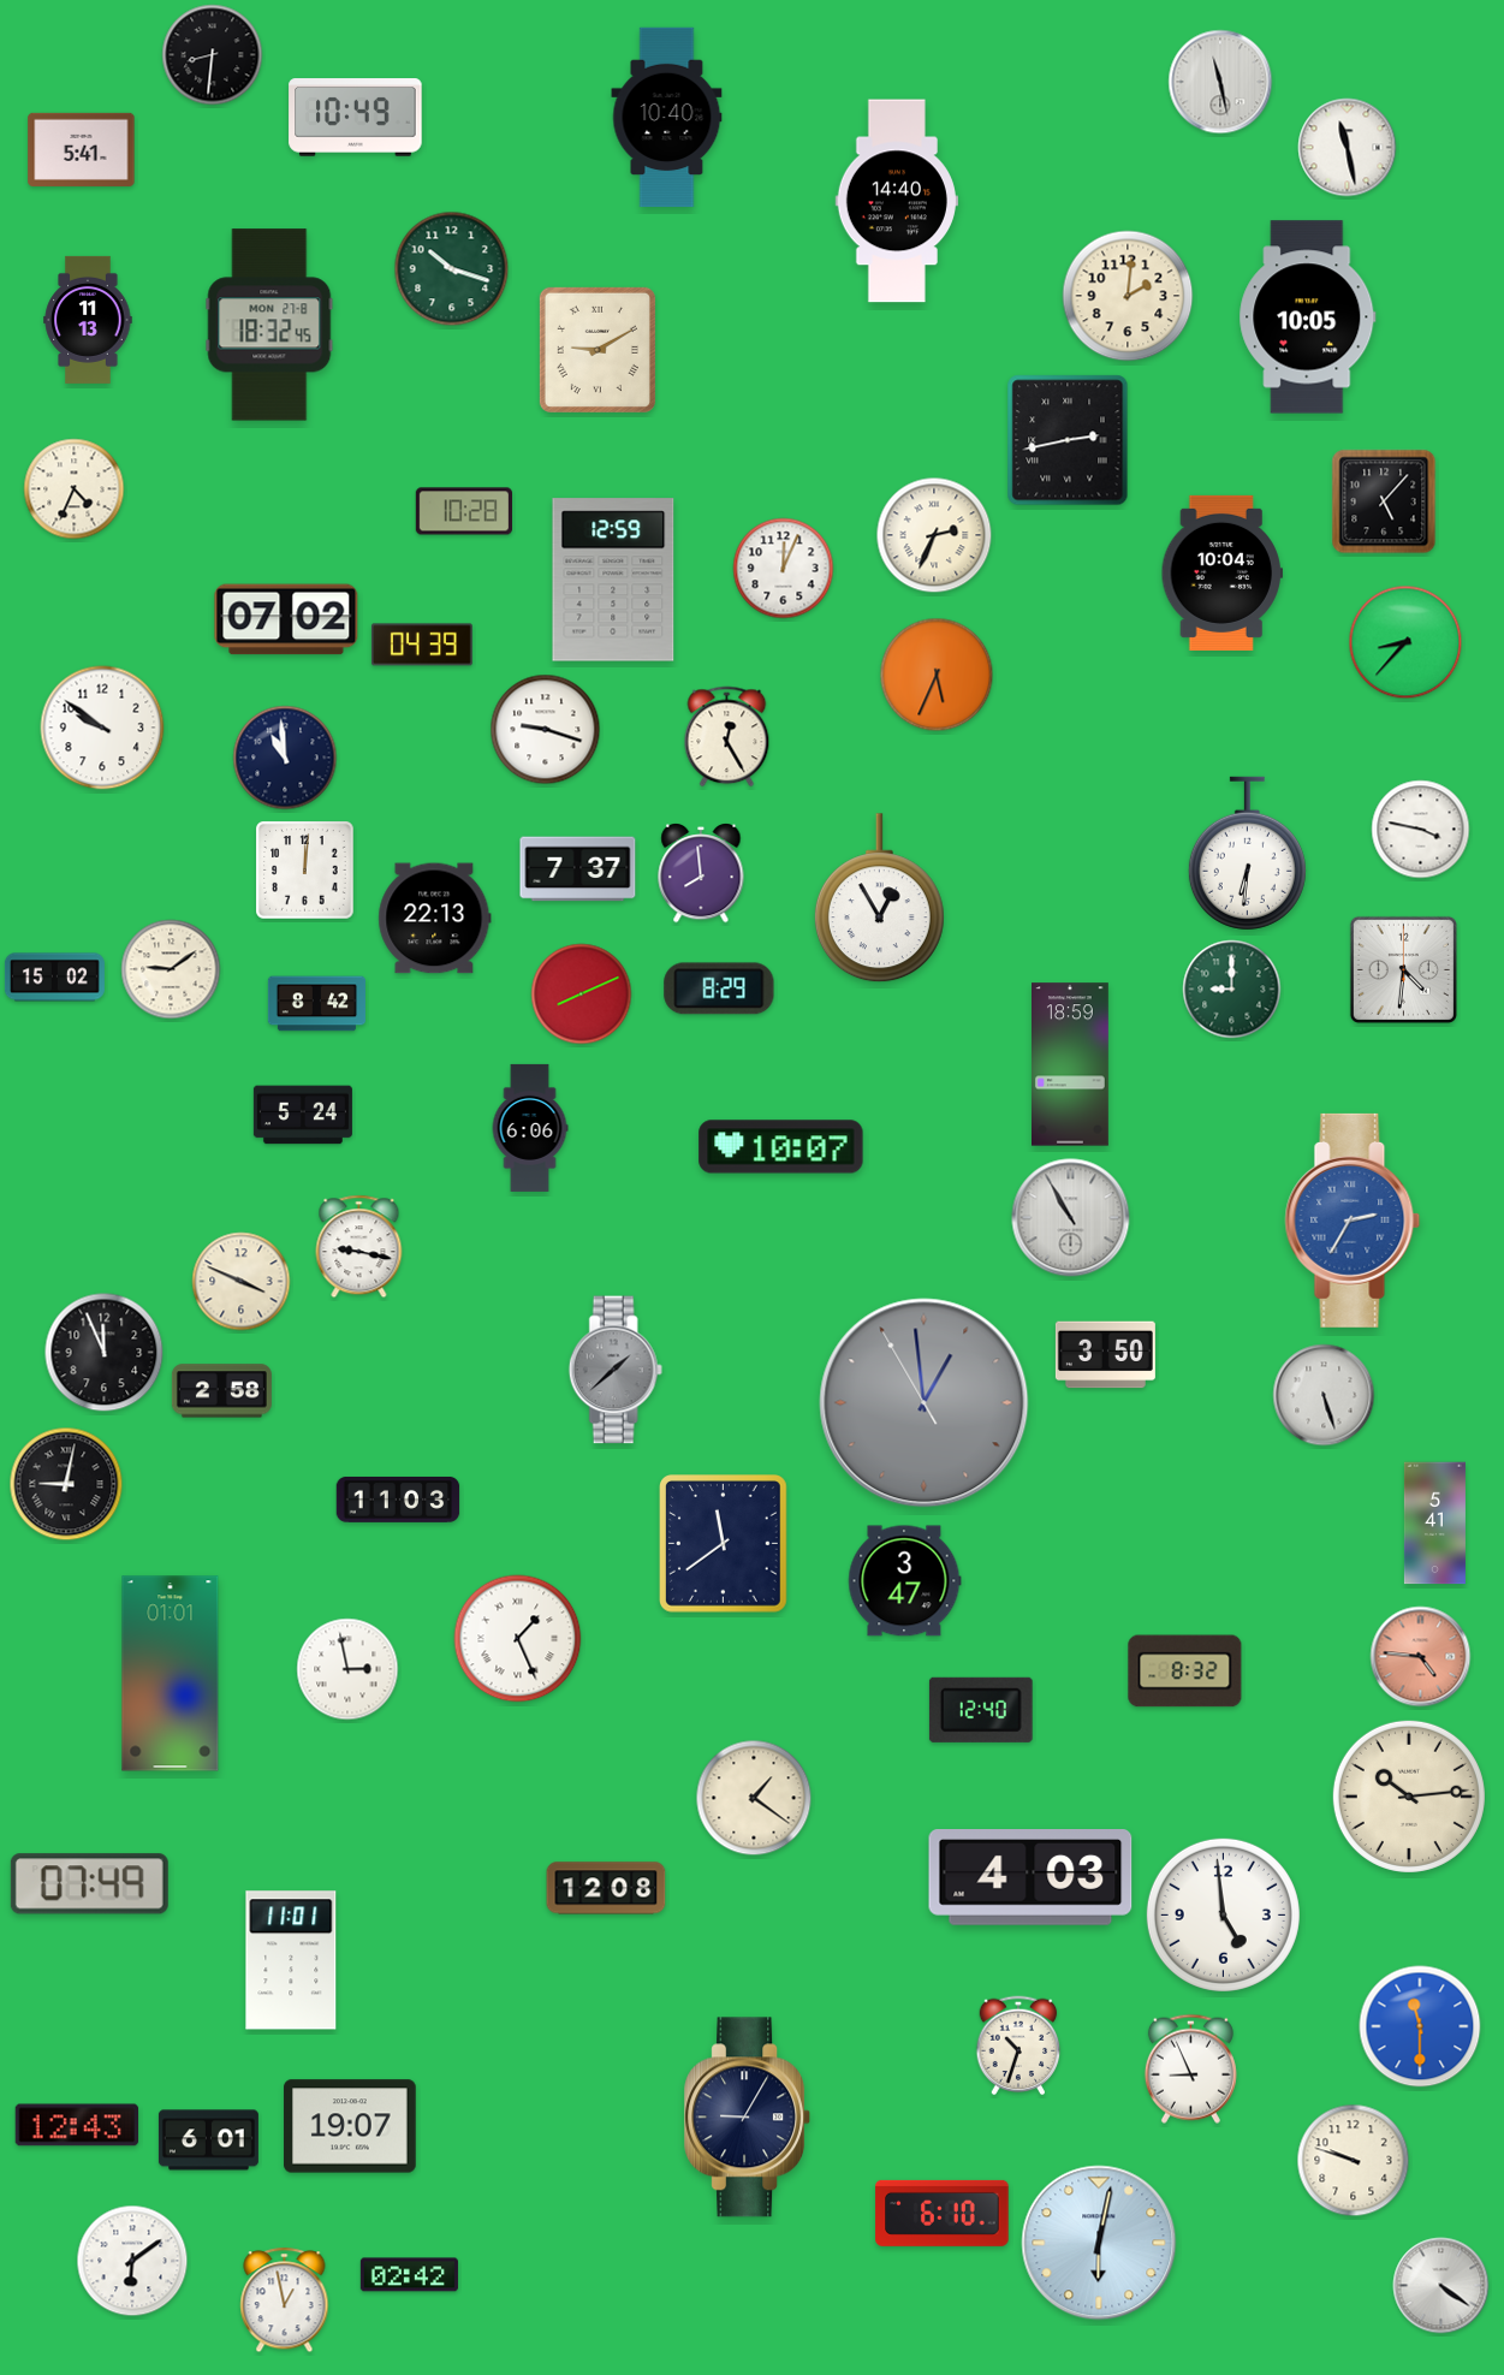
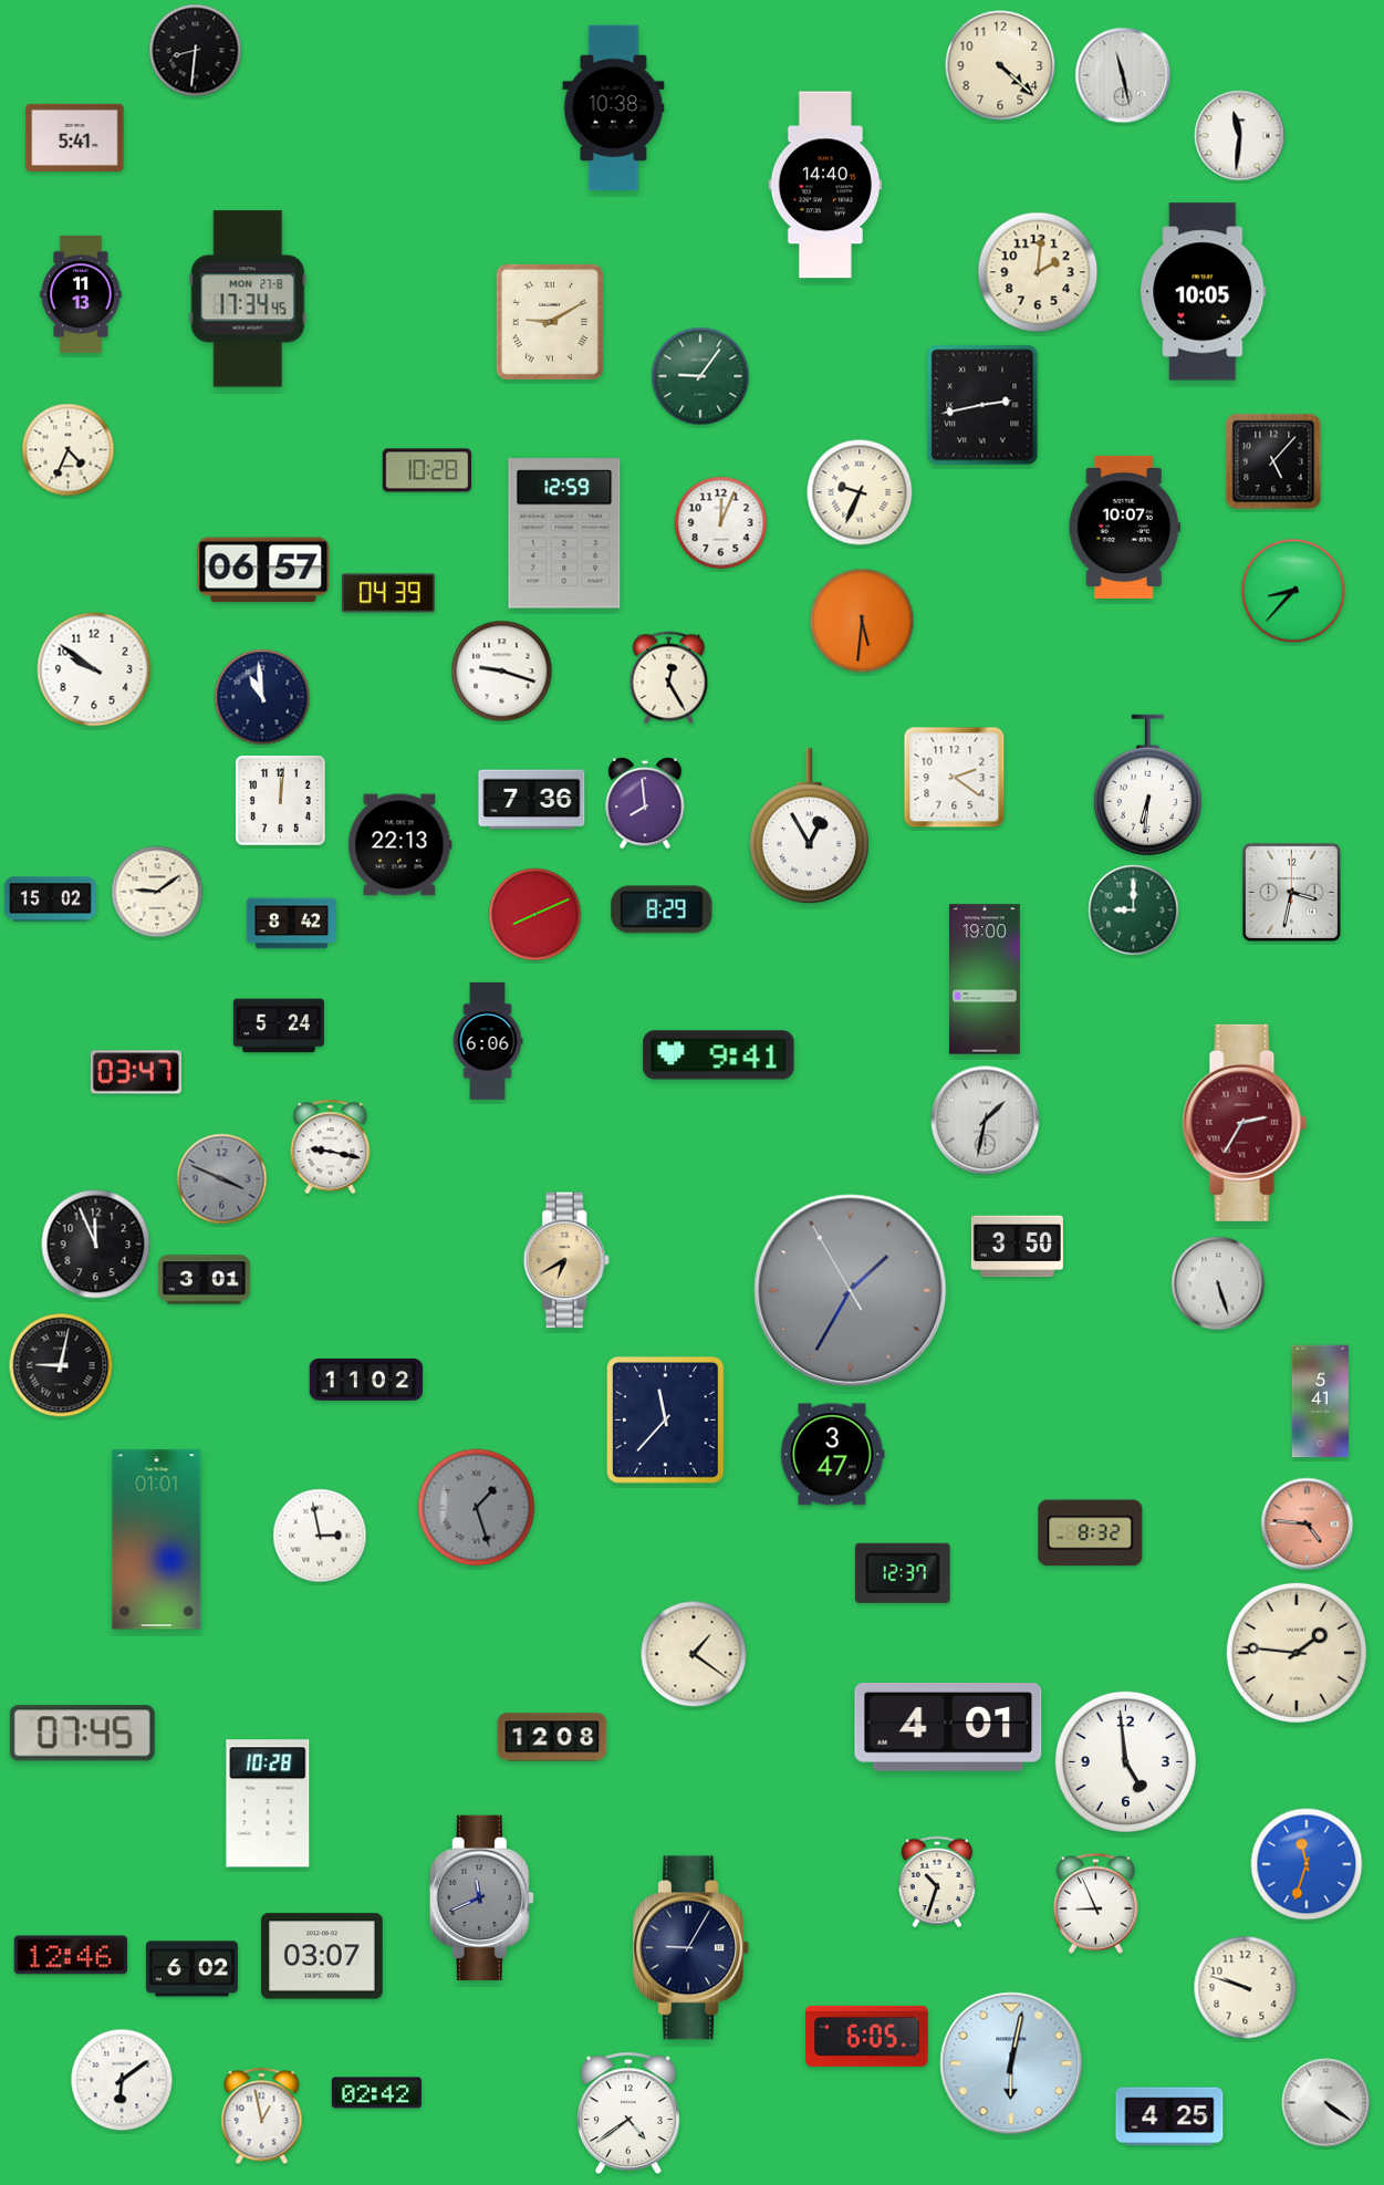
clock at (1000, 65): none -> 4:22
clock at (356, 118): 10:49 -> none
clock at (667, 118): 10:40 -> 10:38
clock at (1348, 148): 11:28 -> 11:31
clock at (452, 269): 10:18 -> none
clock at (269, 325): 18:32 -> 17:34
clock at (700, 376): none -> 9:06
clock at (934, 535): 2:34 -> 9:34
clock at (1221, 572): 10:04 -> 10:07
clock at (286, 619): 07:02 -> 06:57
clock at (937, 675): 5:34 -> 5:31
clock at (1421, 830): 3:47 -> none
clock at (955, 778): none -> 2:21
clock at (578, 869): 7:37 -> 7:36
clock at (1403, 969): 4:31 -> 3:32
clock at (1071, 1064): 18:59 -> 19:00
clock at (530, 1128) position: (530, 1128) -> (488, 1041)
clock at (781, 1147): 10:07 -> 9:41
clock at (136, 1072): none -> 03:47
clock at (1071, 1218): 10:55 -> 1:32
clock at (1353, 1221) dial: blue -> burgundy
clock at (242, 1282) dial: cream -> grey
clock at (616, 1370): 1:38 -> 6:40
clock at (616, 1370) dial: grey -> champagne
clock at (221, 1391): 2:58 -> 3:01
clock at (925, 1403): 12:58 -> 1:34
clock at (398, 1500): 11:03 -> 11:02
clock at (724, 1544): 11:39 -> 11:37
clock at (518, 1639): 1:26 -> 1:27
clock at (518, 1639) dial: white -> grey
clock at (1185, 1672) position: (1185, 1672) -> (1091, 1533)
clock at (981, 1710): 12:40 -> 12:37
clock at (1409, 1797): 10:14 -> 1:46
clock at (1030, 1878): 4:03 -> 4:01
clock at (89, 1884): 07:49 -> 07:45
clock at (606, 1888) position: (606, 1888) -> (552, 1737)
clock at (291, 1960): 11:01 -> 10:28
clock at (1420, 2026): 11:30 -> 11:33
clock at (481, 1897): none -> 11:41
clock at (748, 2118) position: (748, 2118) -> (691, 1948)
clock at (77, 2125): 12:43 -> 12:46
clock at (350, 2126): 19:07 -> 03:07
clock at (208, 2141): 6:01 -> 6:02
clock at (943, 2213): 6:10 -> 6:05
clock at (628, 2112): none -> 4:39
clock at (1169, 2116): none -> 4:25
